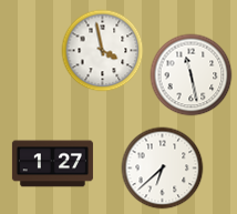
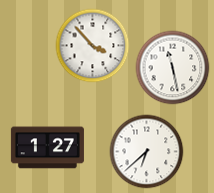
clock at (103, 51): 3:58 -> 3:53
